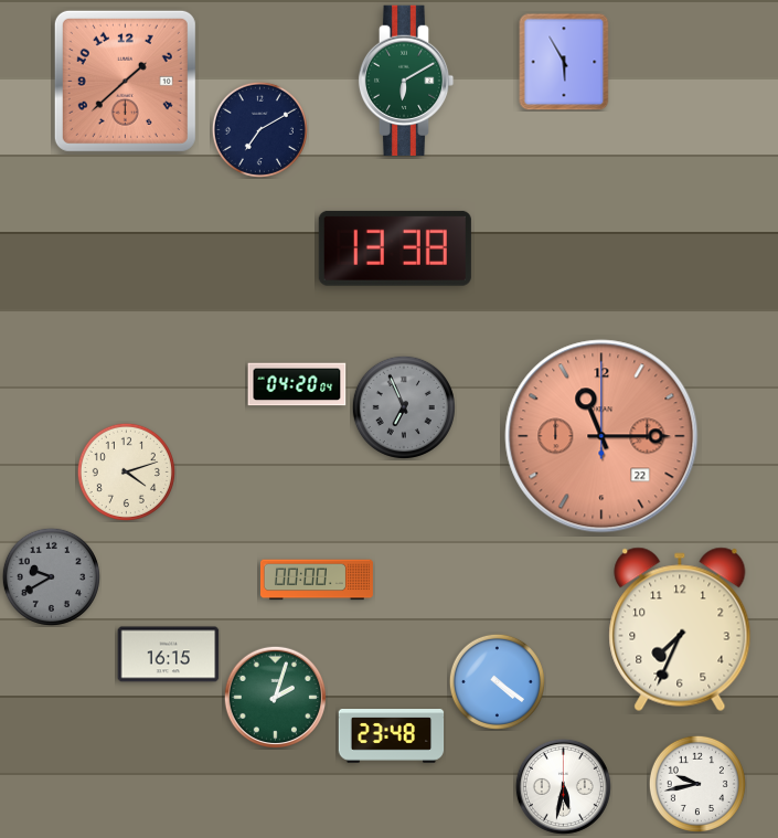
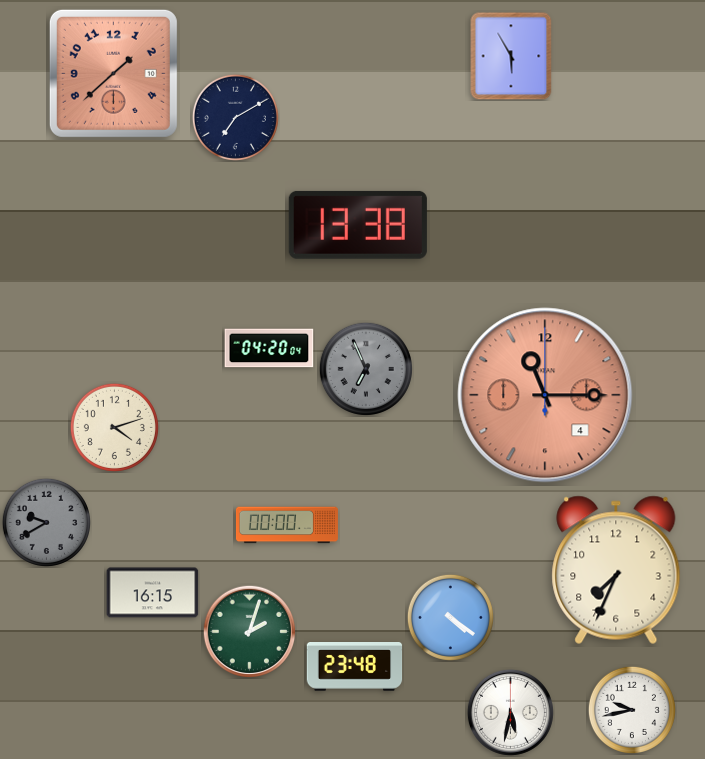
clock at (406, 79): 6:10 -> none
clock at (601, 436) date: 22 -> 4
